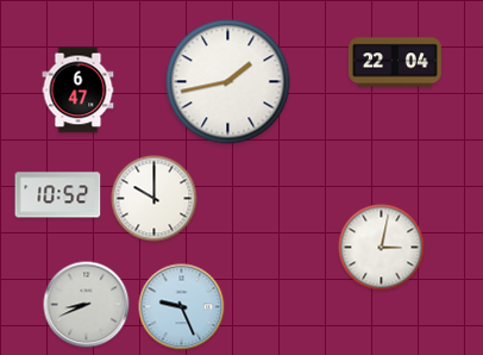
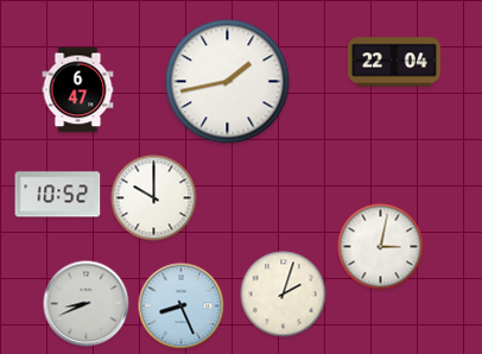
clock at (284, 295): none -> 2:03
clock at (182, 307): 9:26 -> 8:26
